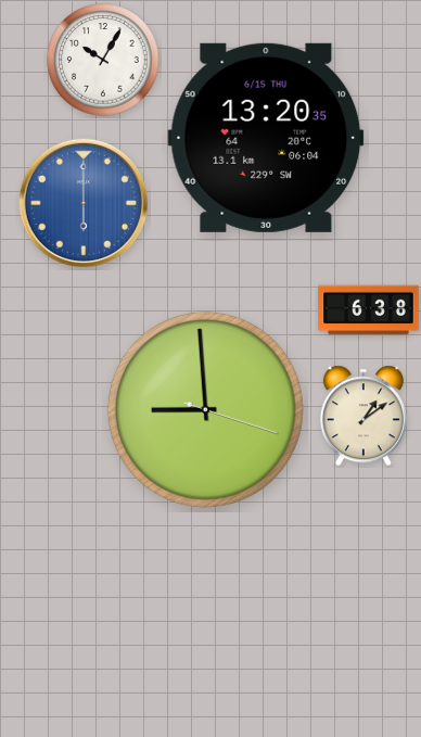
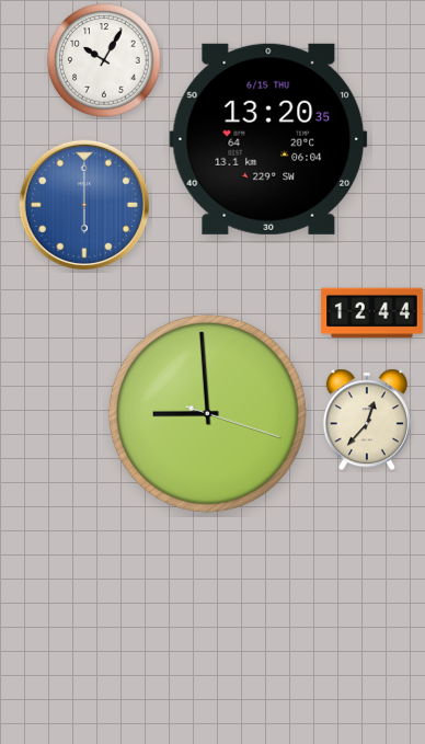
clock at (369, 310): 6:38 -> 12:44
clock at (363, 416): 1:09 -> 12:37
